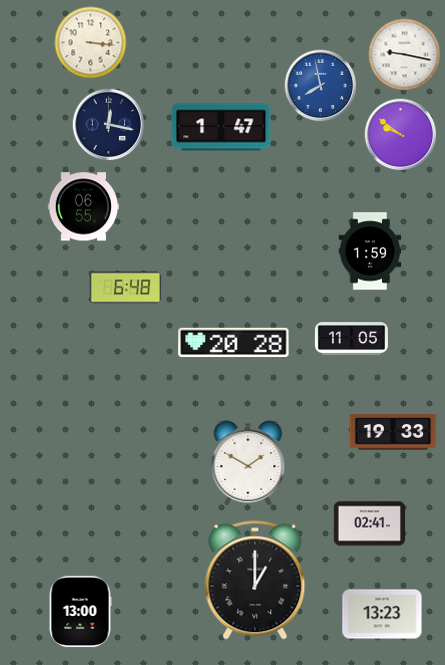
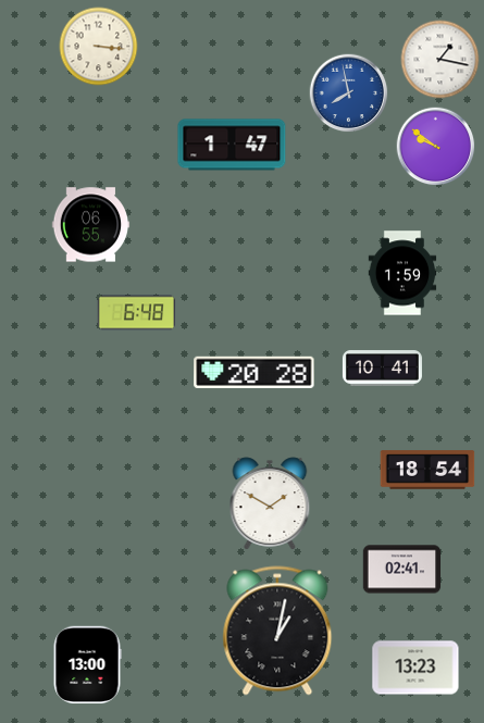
clock at (405, 55): 9:17 -> 1:17
clock at (109, 125): 12:17 -> none
clock at (221, 127) position: (221, 127) -> (232, 145)
clock at (351, 339): 11:05 -> 10:41
clock at (393, 432): 19:33 -> 18:54
clock at (255, 580): 1:00 -> 1:02
